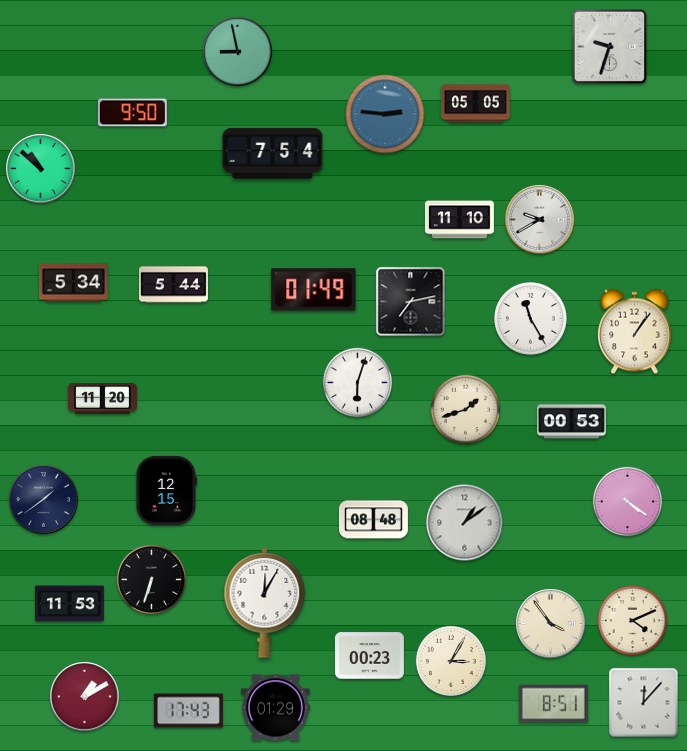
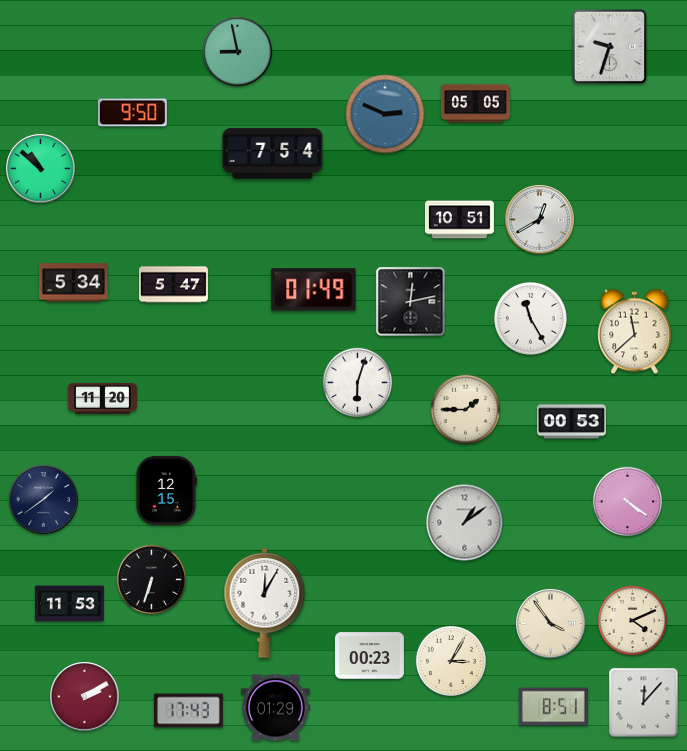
clock at (385, 114): 2:46 -> 2:49
clock at (459, 220): 11:10 -> 10:51
clock at (540, 220): 9:40 -> 12:40
clock at (173, 285): 5:44 -> 5:47
clock at (411, 302): 7:13 -> 12:13
clock at (635, 332): 1:06 -> 11:38
clock at (466, 410): 1:42 -> 1:45
clock at (373, 520): 08:48 -> none
clock at (85, 697): 1:10 -> 2:10
clock at (553, 704) position: (553, 704) -> (553, 707)
